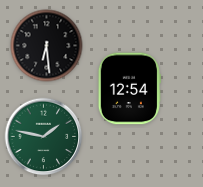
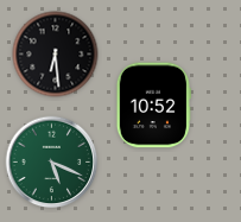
clock at (129, 89): 12:54 -> 10:52
clock at (44, 137): 1:47 -> 5:19
